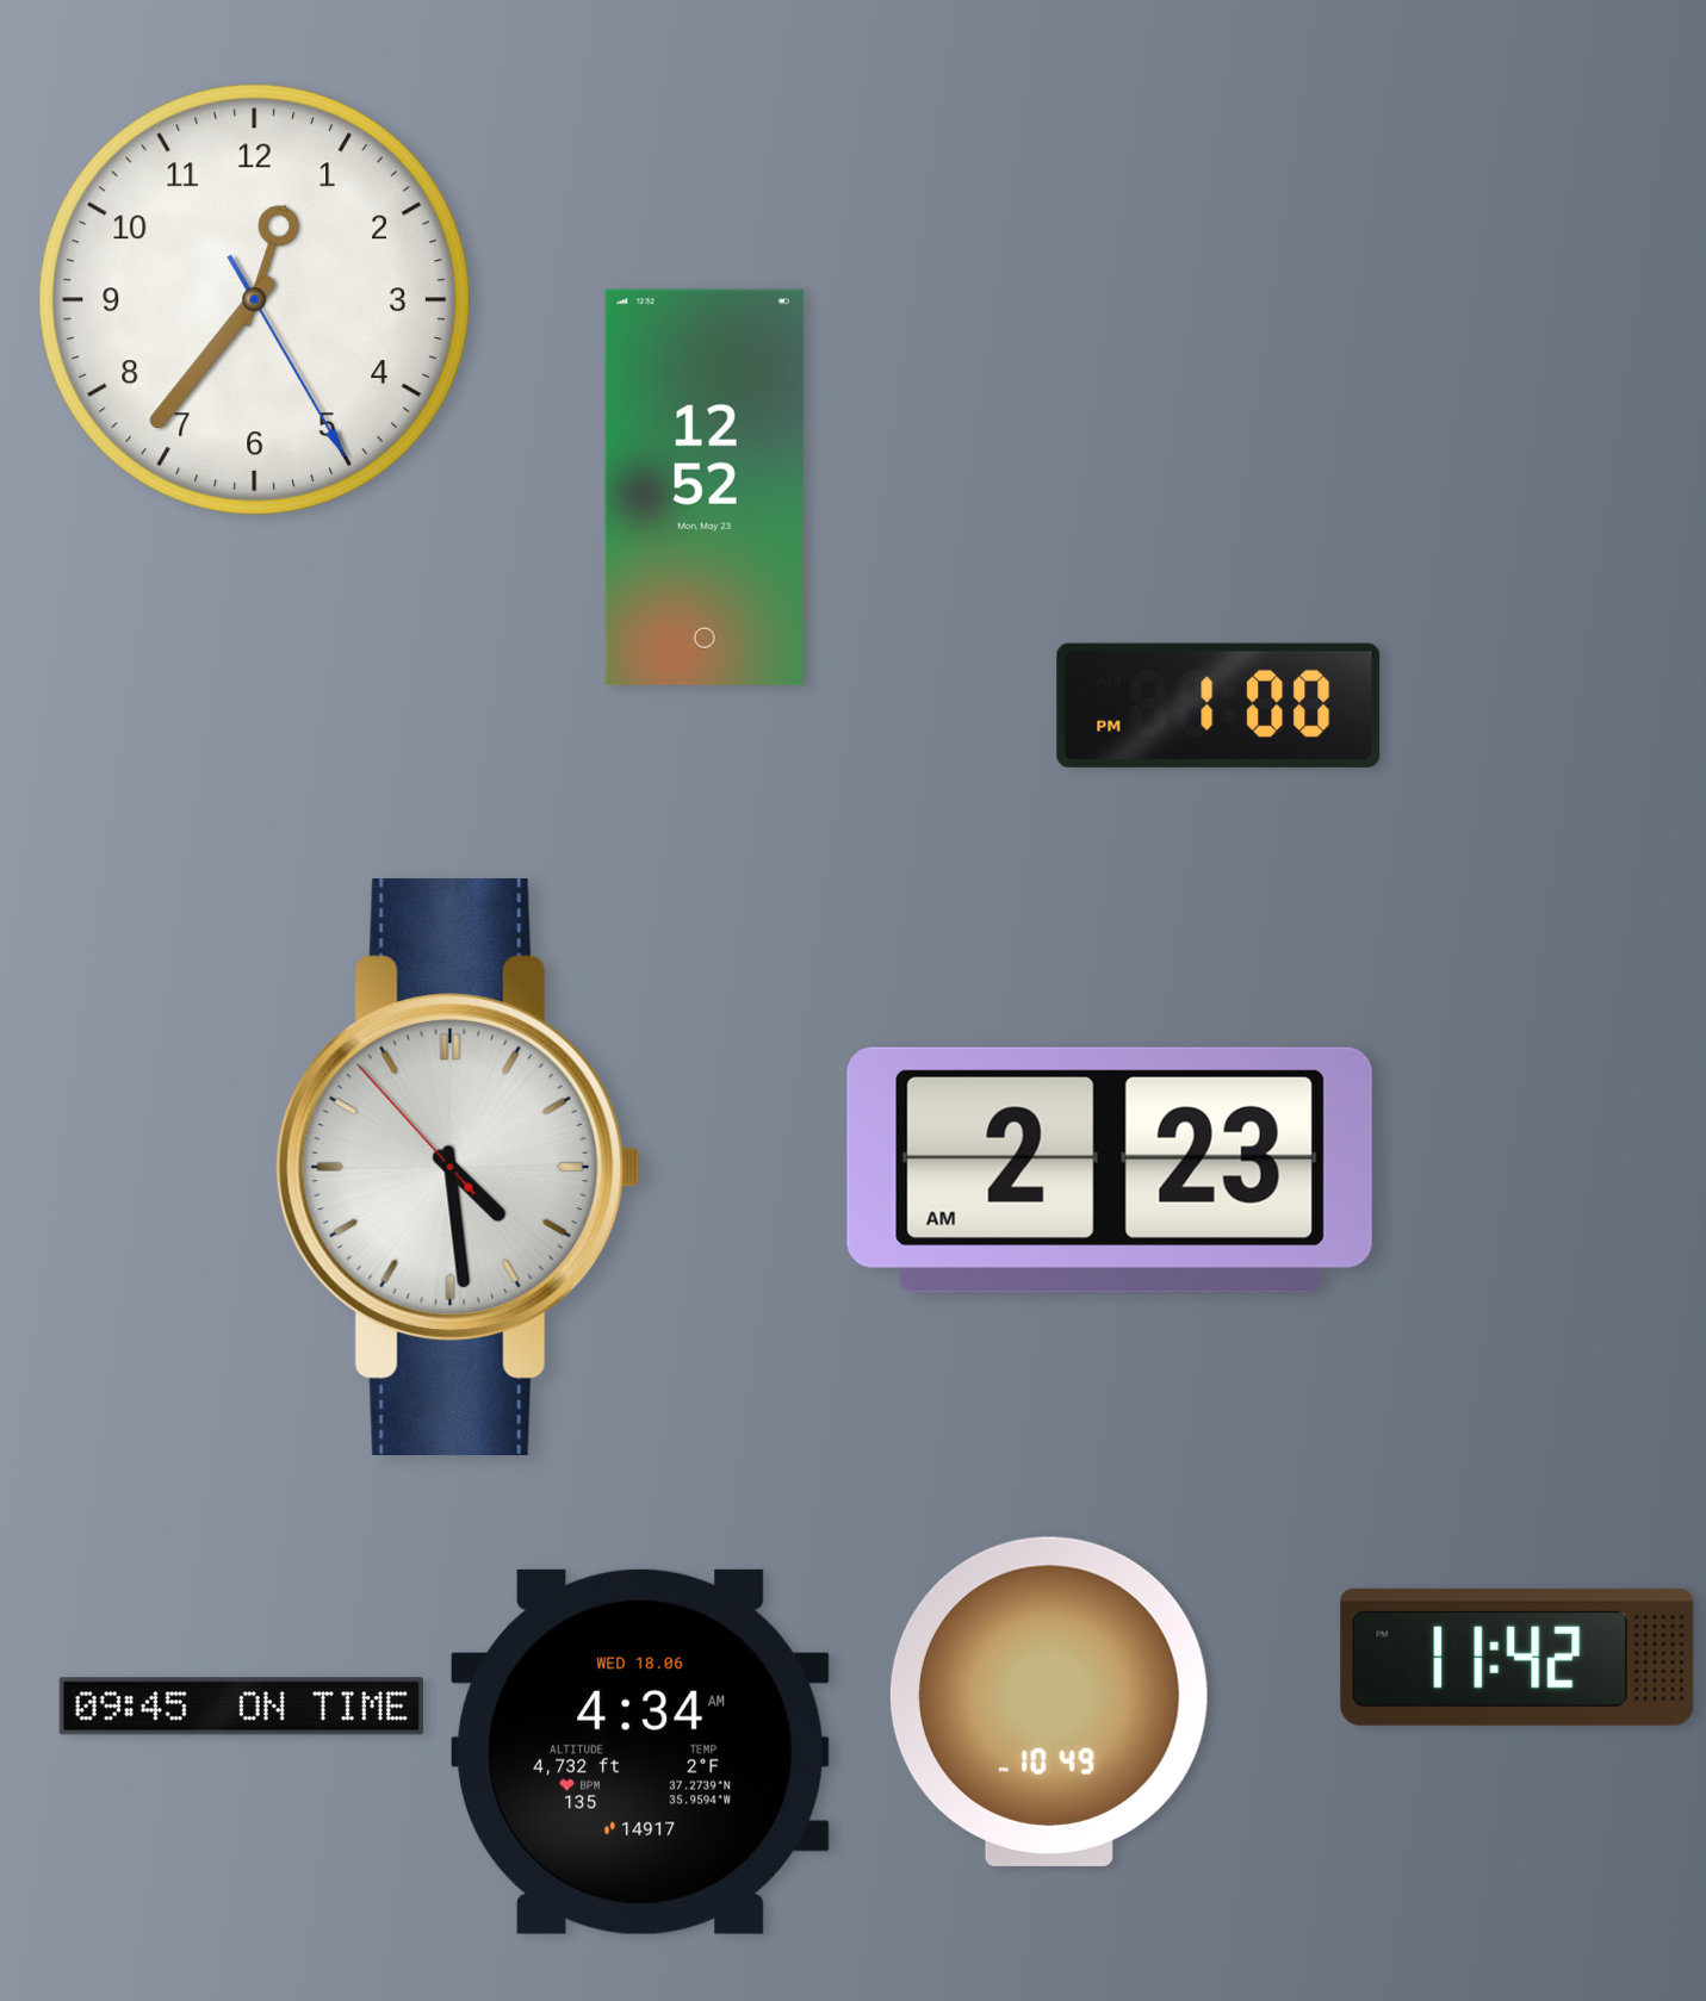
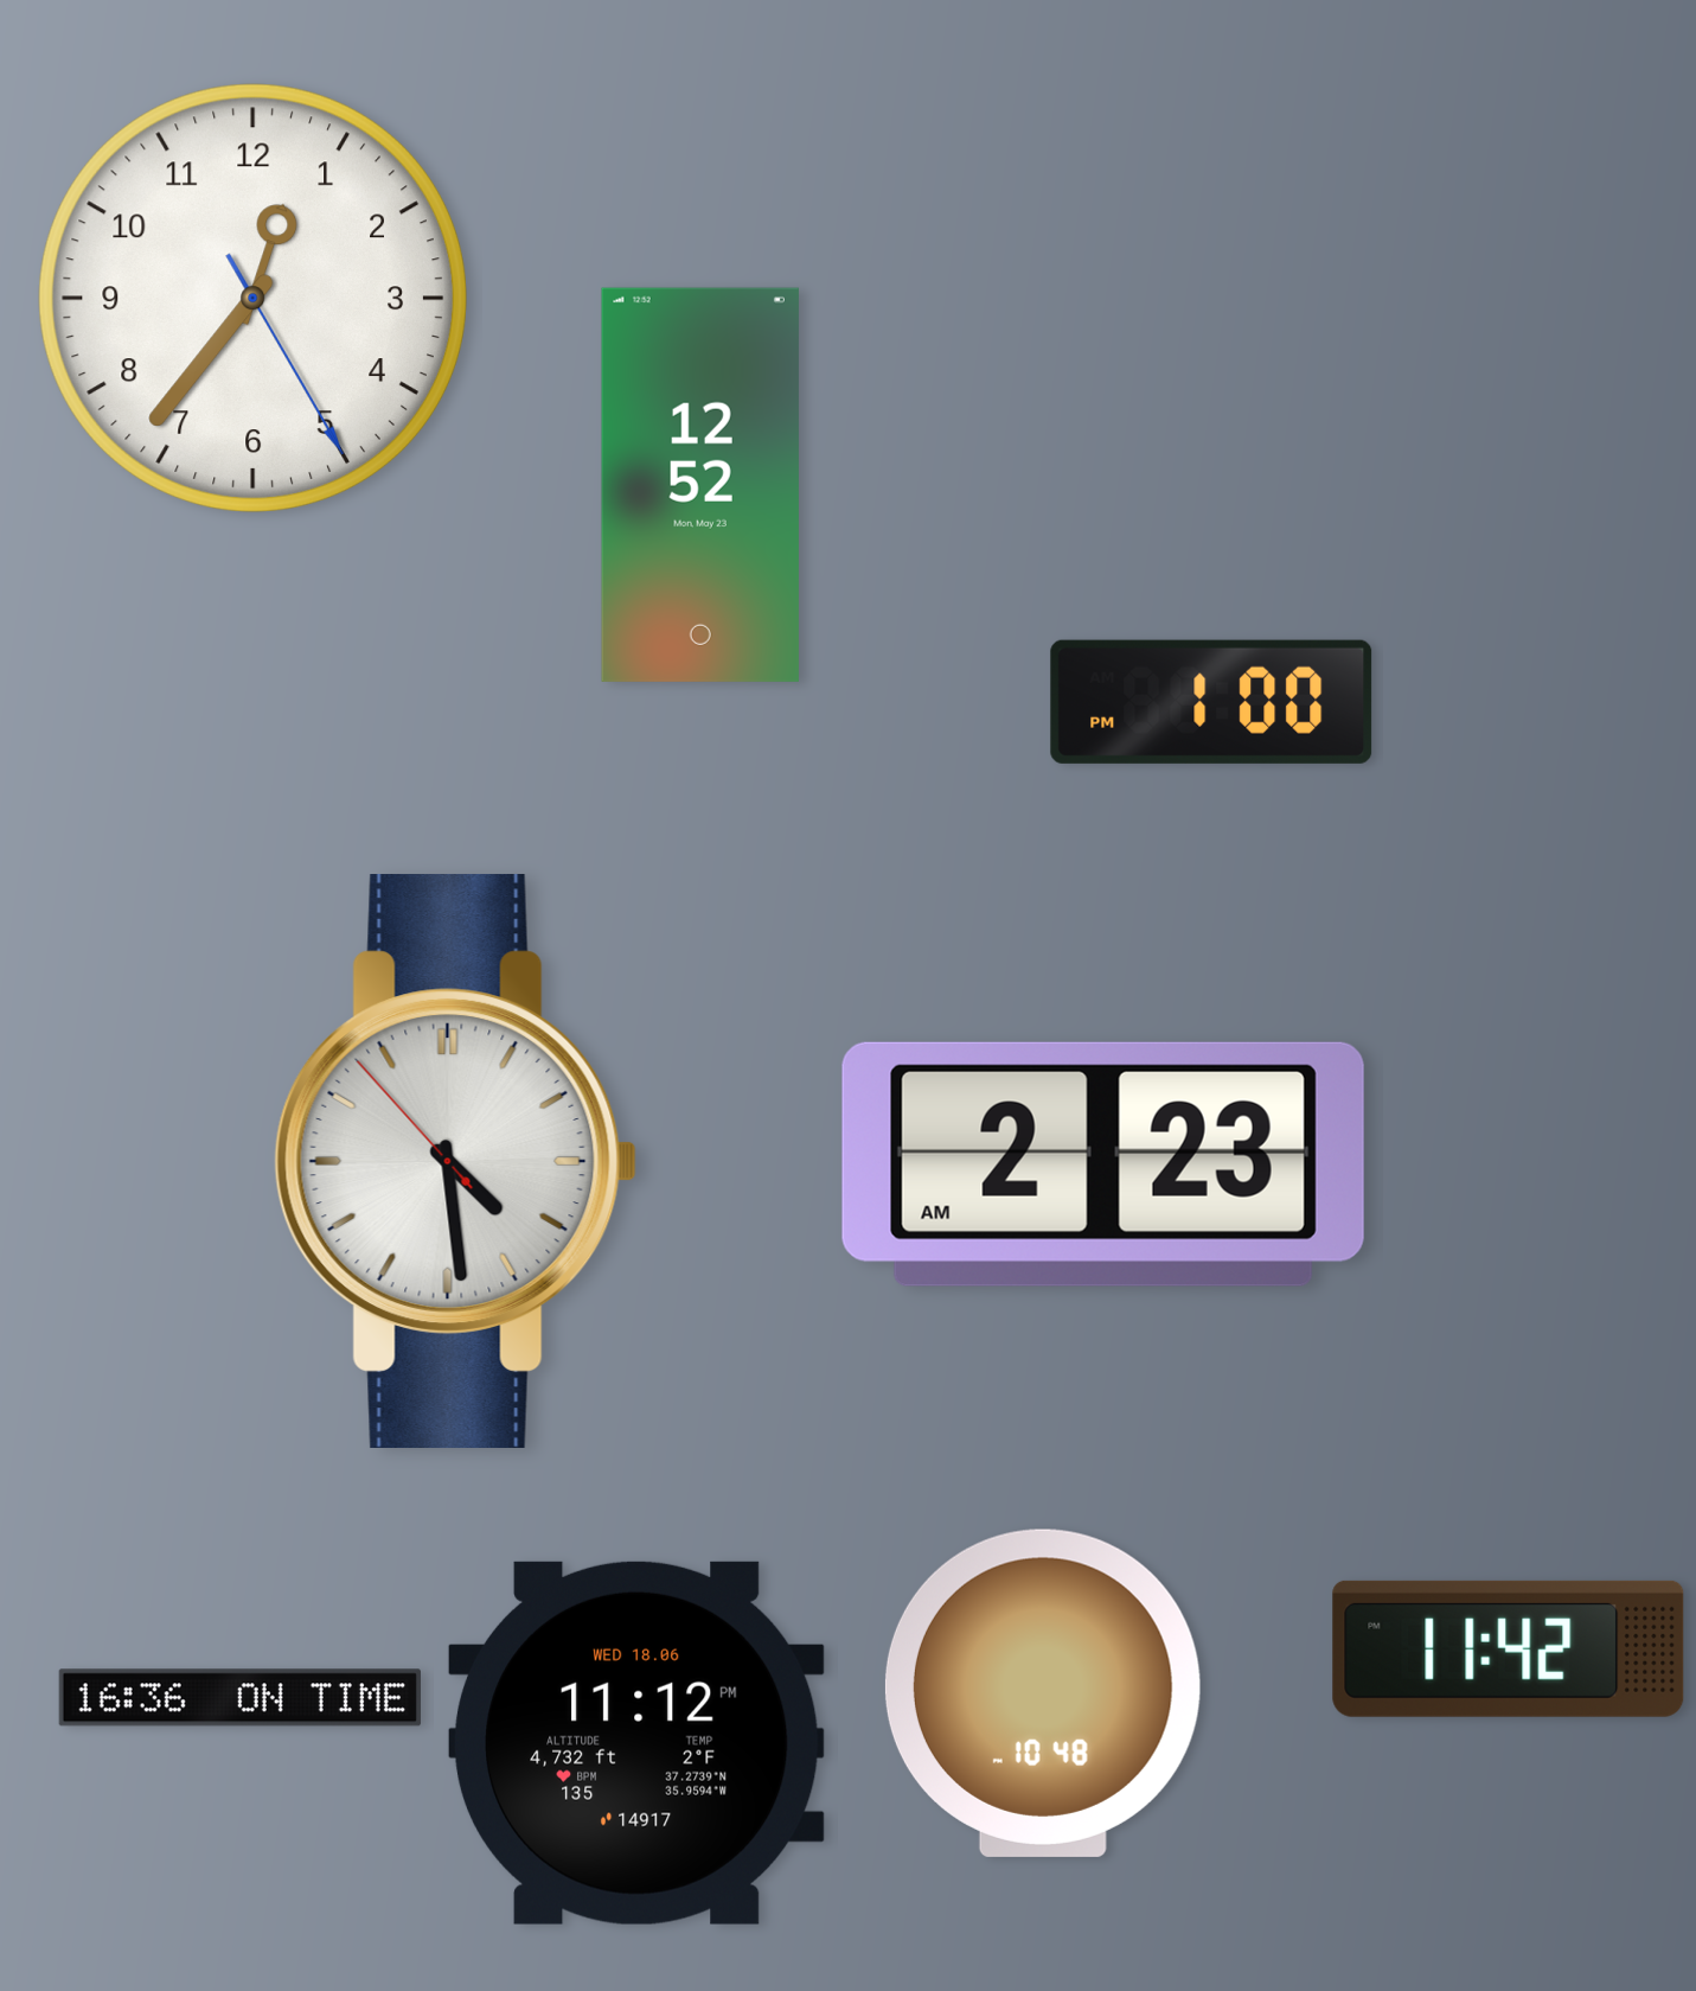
clock at (1049, 1702): 10:49 -> 10:48
clock at (241, 1707): 09:45 -> 16:36
clock at (640, 1752): 4:34 -> 11:12
